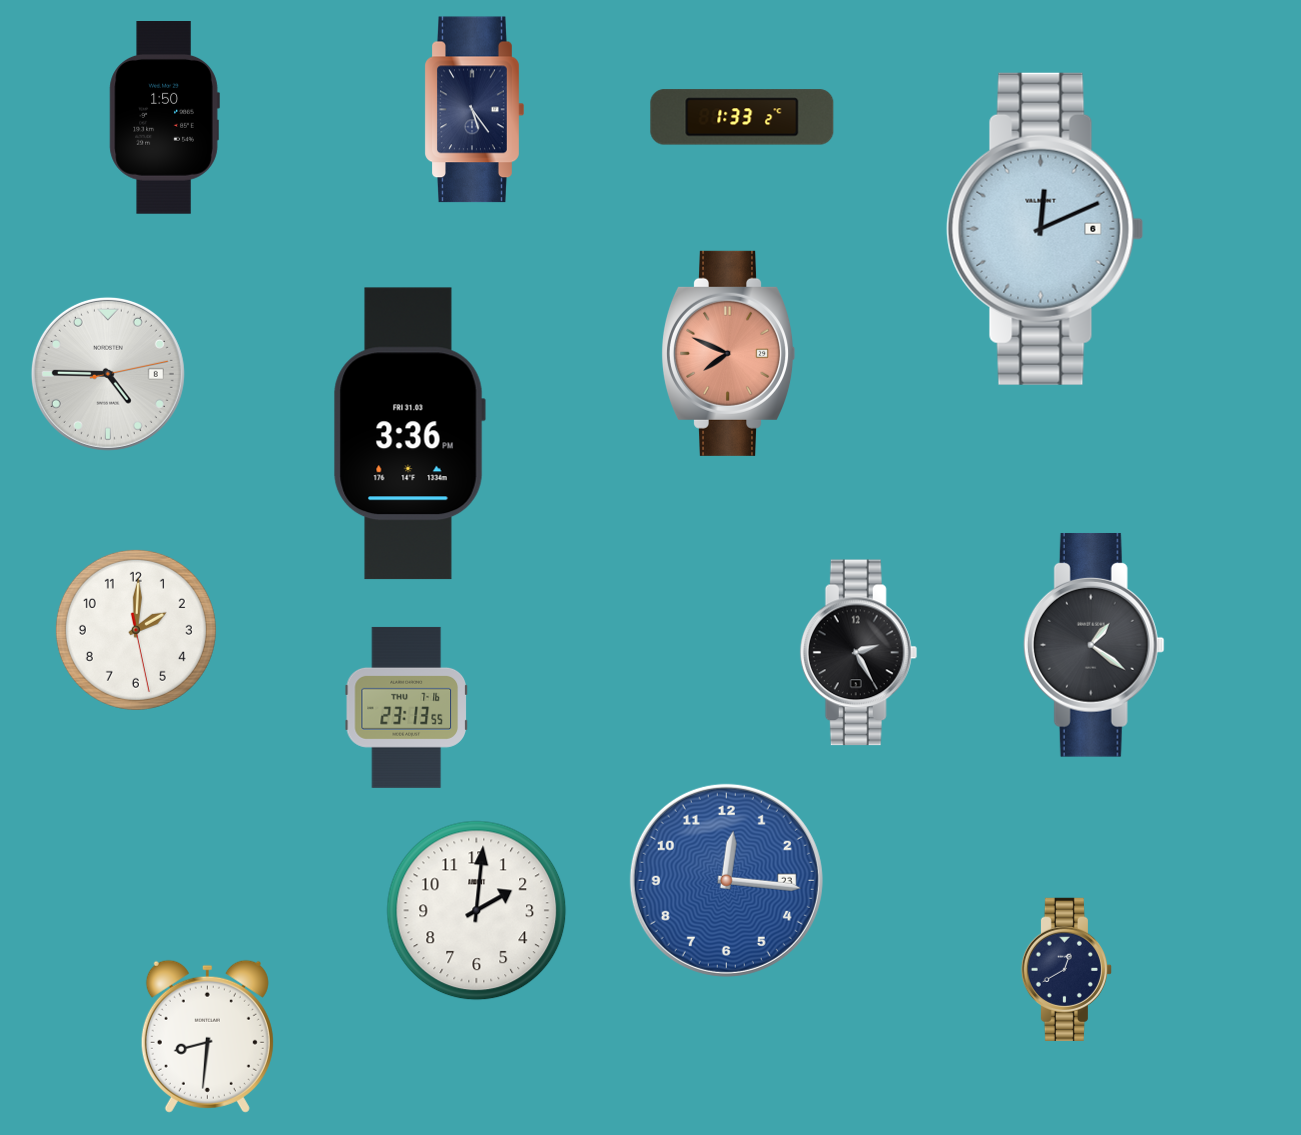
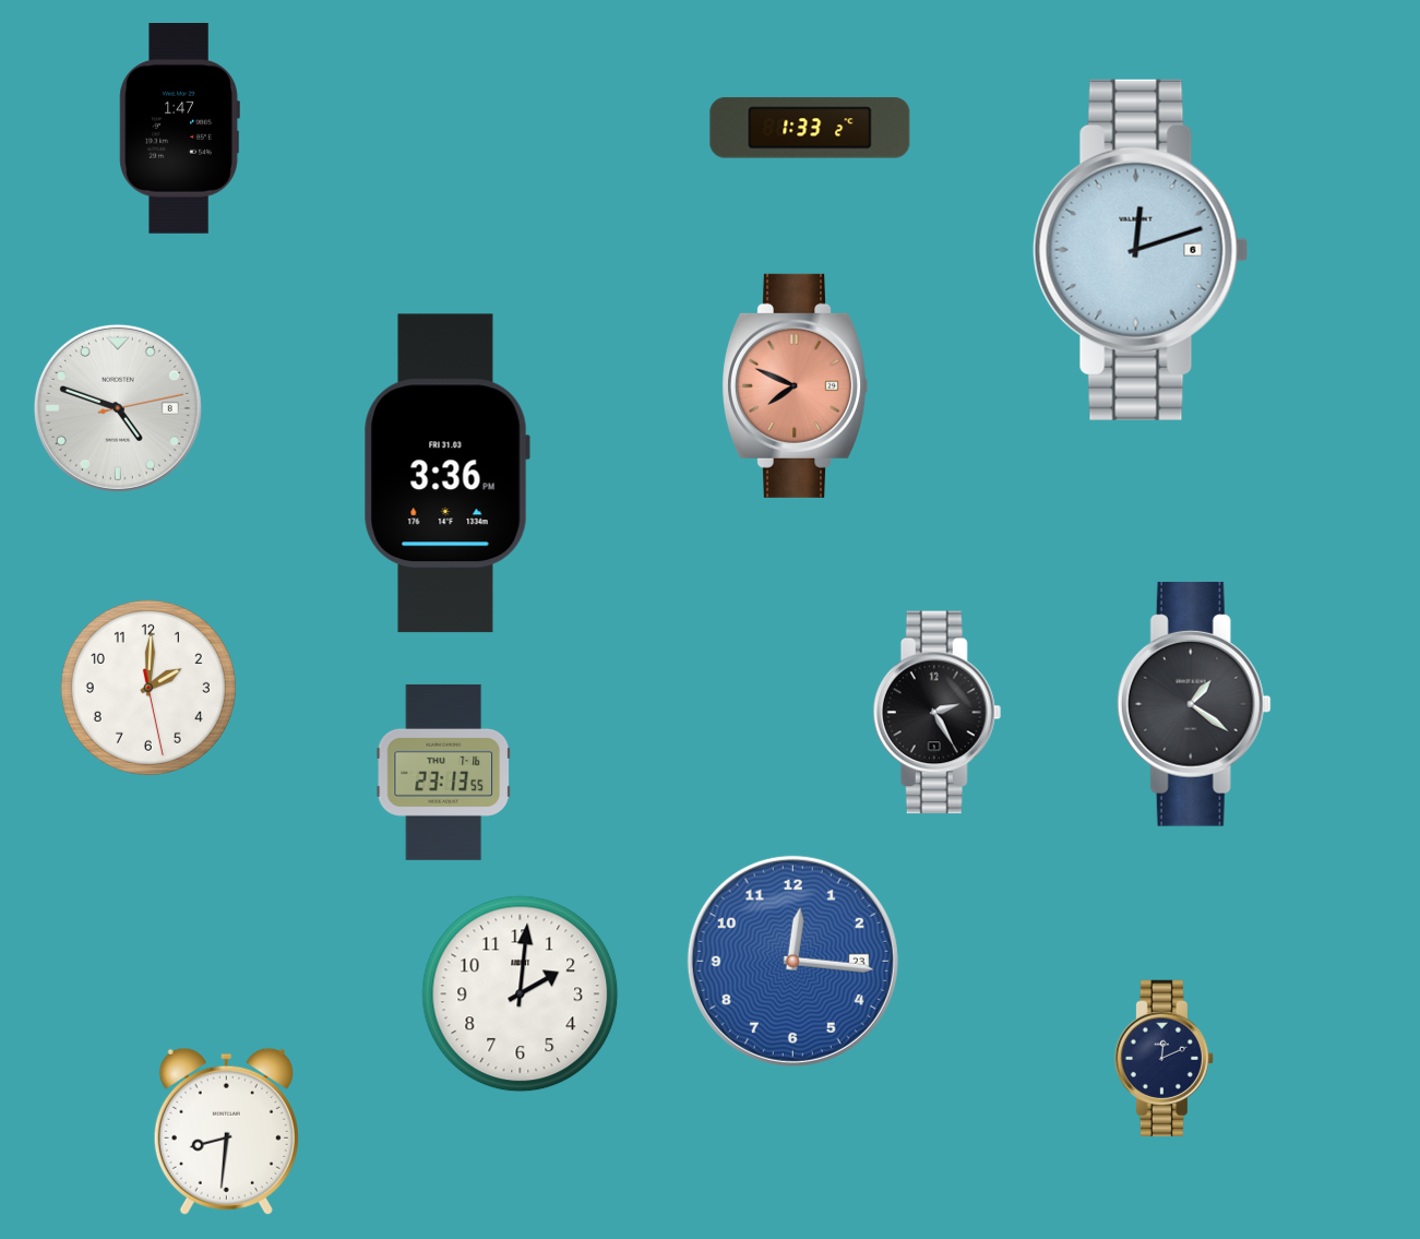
clock at (474, 110): 5:24 -> none
clock at (164, 118): 1:50 -> 1:47
clock at (1045, 229): 12:11 -> 12:12
clock at (108, 374): 4:45 -> 4:48
clock at (1066, 969): 12:40 -> 12:11
